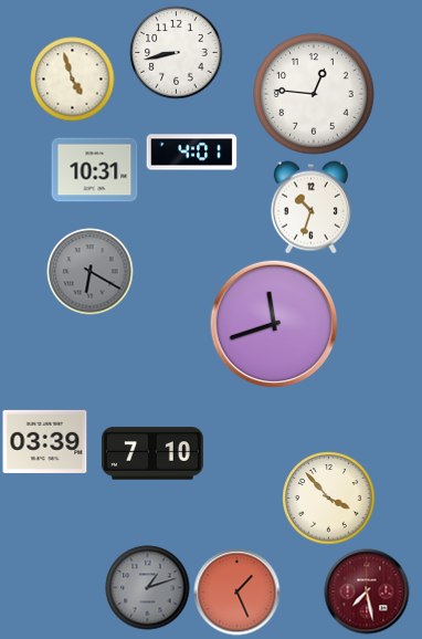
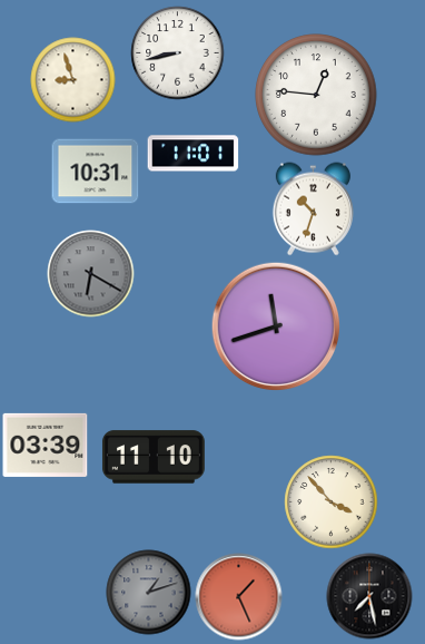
clock at (73, 80): 4:57 -> 8:57
clock at (192, 153): 4:01 -> 11:01
clock at (152, 453): 7:10 -> 11:10
clock at (367, 591) dial: burgundy -> black
